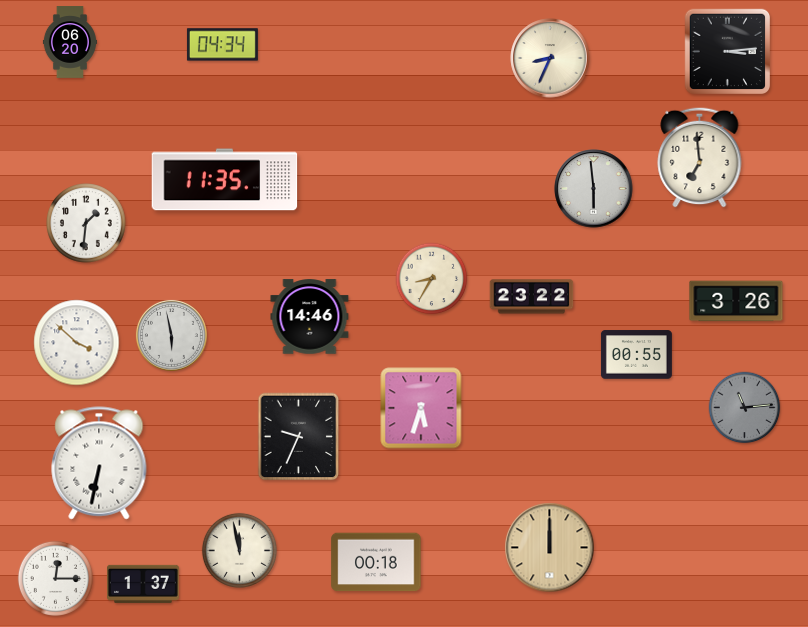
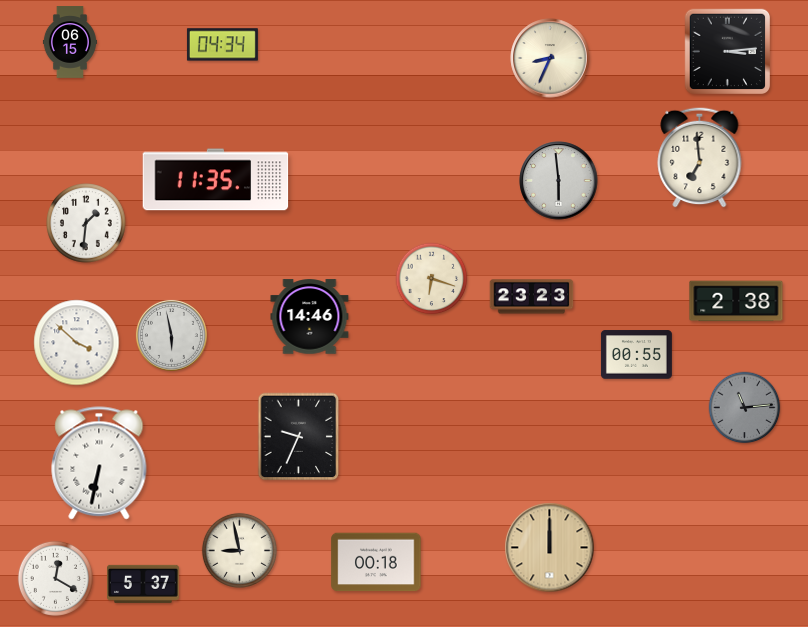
clock at (70, 42): 06:20 -> 06:15
clock at (225, 180) position: (225, 180) -> (216, 180)
clock at (594, 189) position: (594, 189) -> (559, 181)
clock at (432, 279): 8:35 -> 6:18
clock at (532, 297): 23:22 -> 23:23
clock at (736, 301): 3:26 -> 2:38
clock at (421, 408): 5:33 -> none
clock at (239, 550): 11:58 -> 8:58
clock at (55, 578): 12:15 -> 12:20
clock at (144, 584): 1:37 -> 5:37
